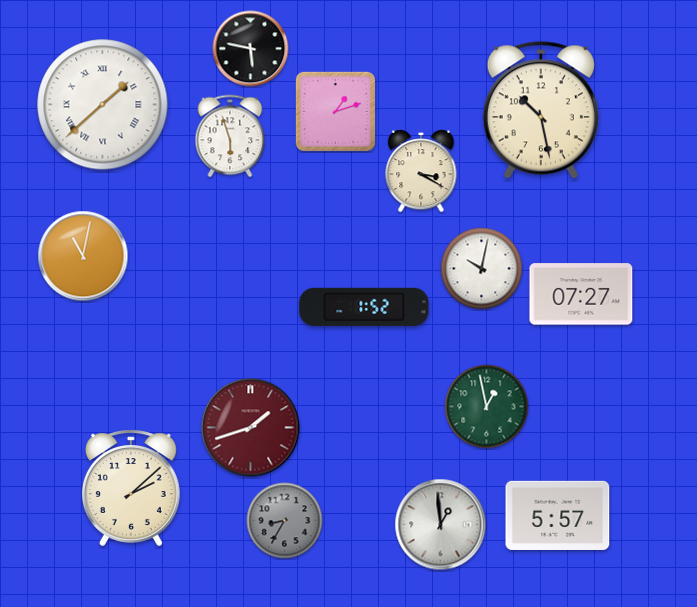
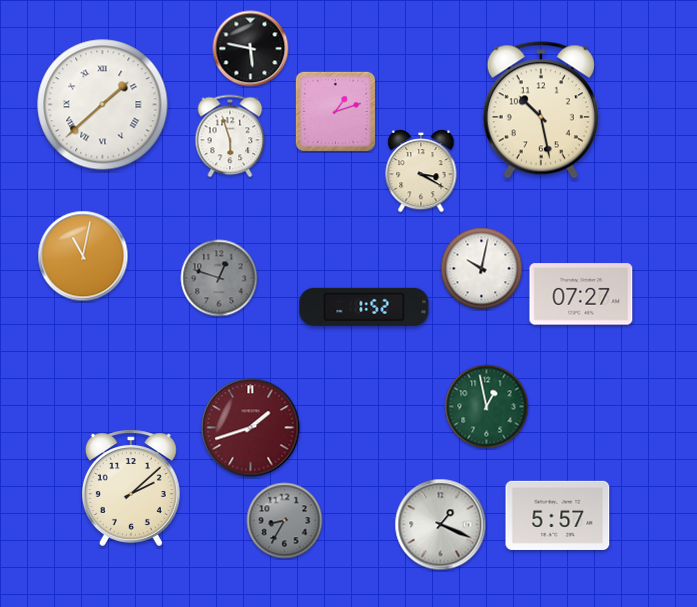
clock at (219, 278): none -> 12:48
clock at (441, 525): 12:59 -> 1:19
